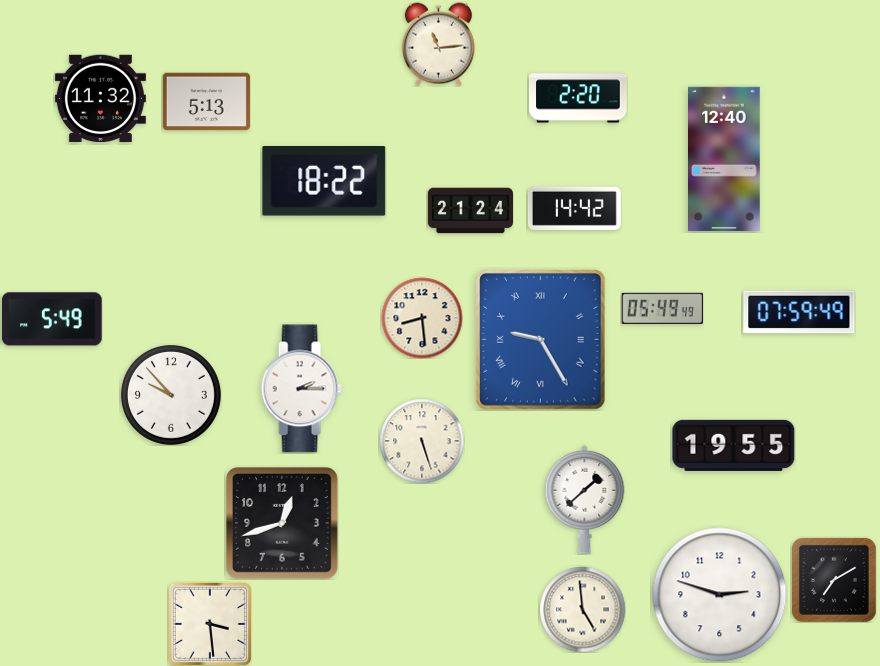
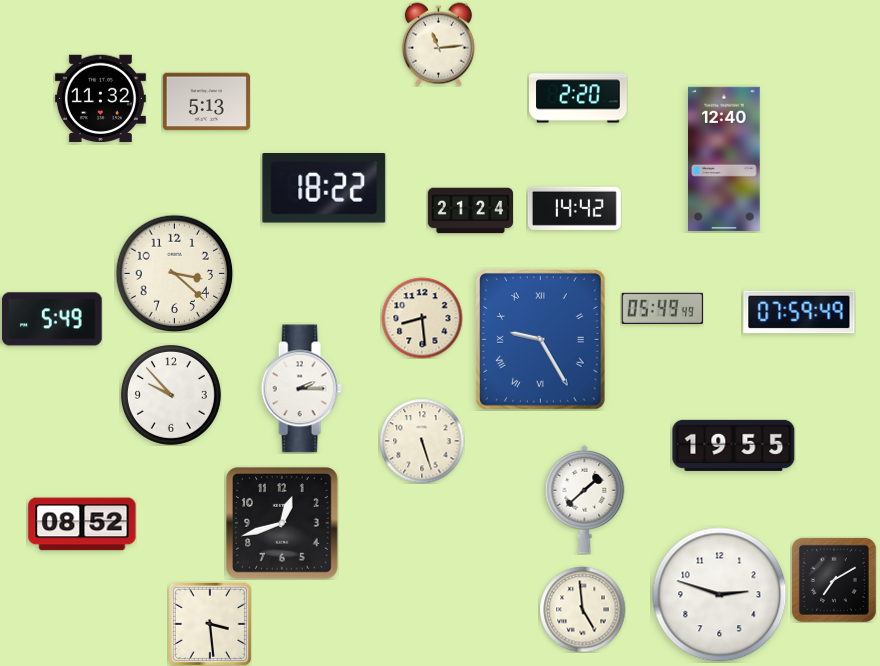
clock at (324, 182) position: (324, 182) -> (324, 189)
clock at (174, 273): none -> 3:22
clock at (82, 524): none -> 08:52
